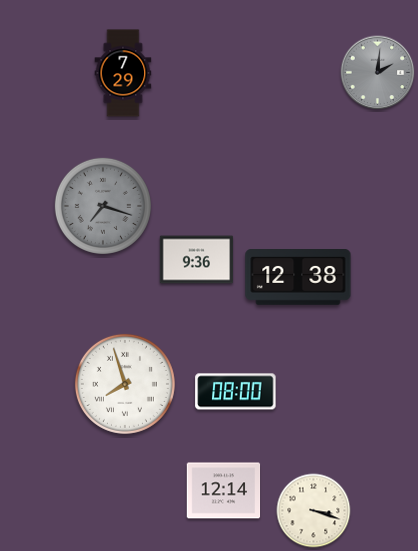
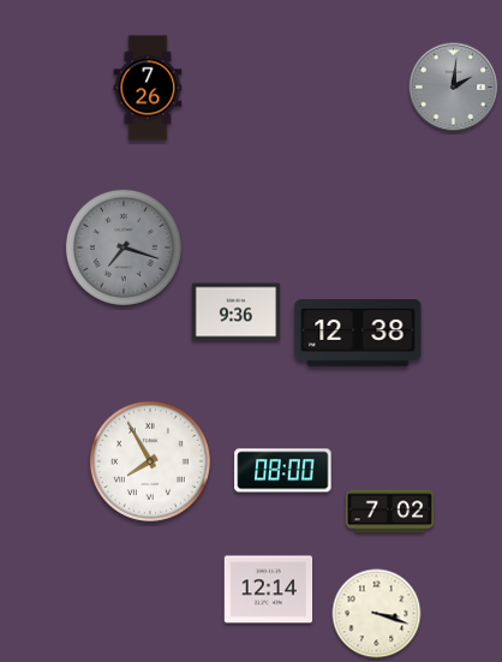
clock at (123, 73): 7:29 -> 7:26
clock at (125, 384): 7:57 -> 7:55
clock at (390, 512): none -> 7:02
